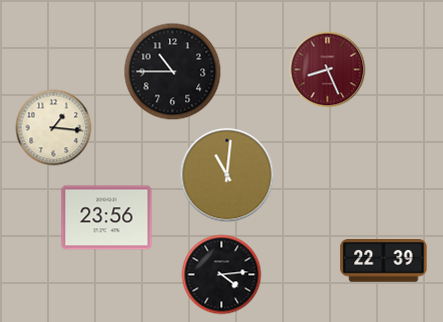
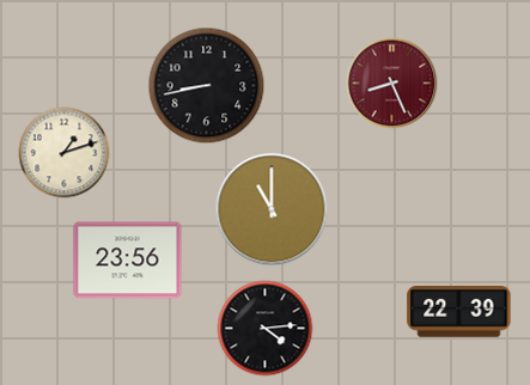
clock at (173, 72): 10:45 -> 8:43
clock at (54, 128): 1:16 -> 1:12
clock at (227, 175): 11:01 -> 11:00
